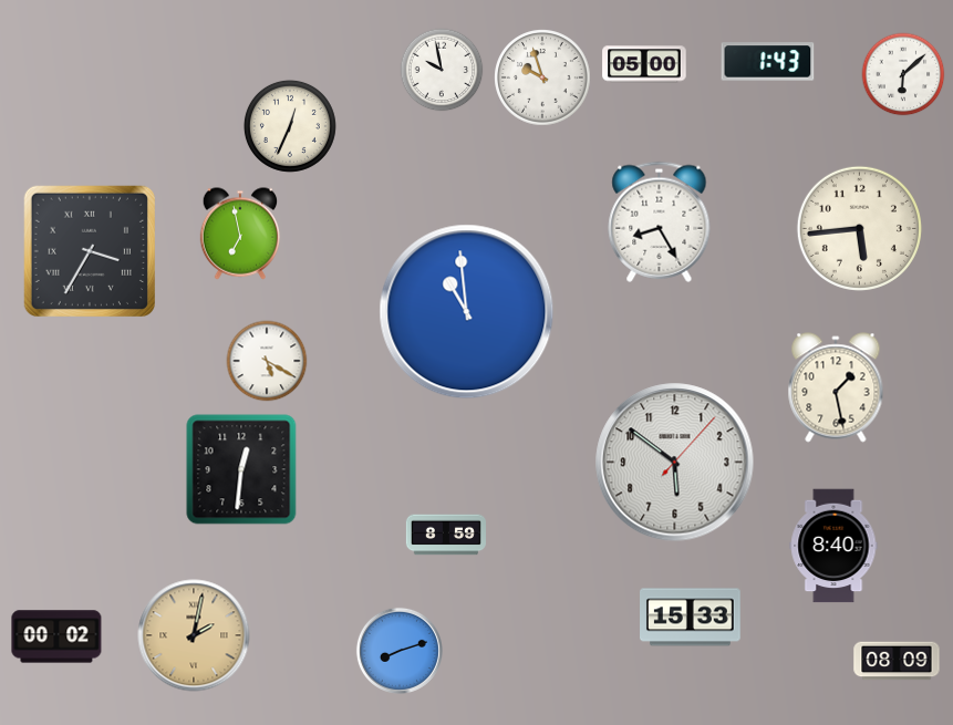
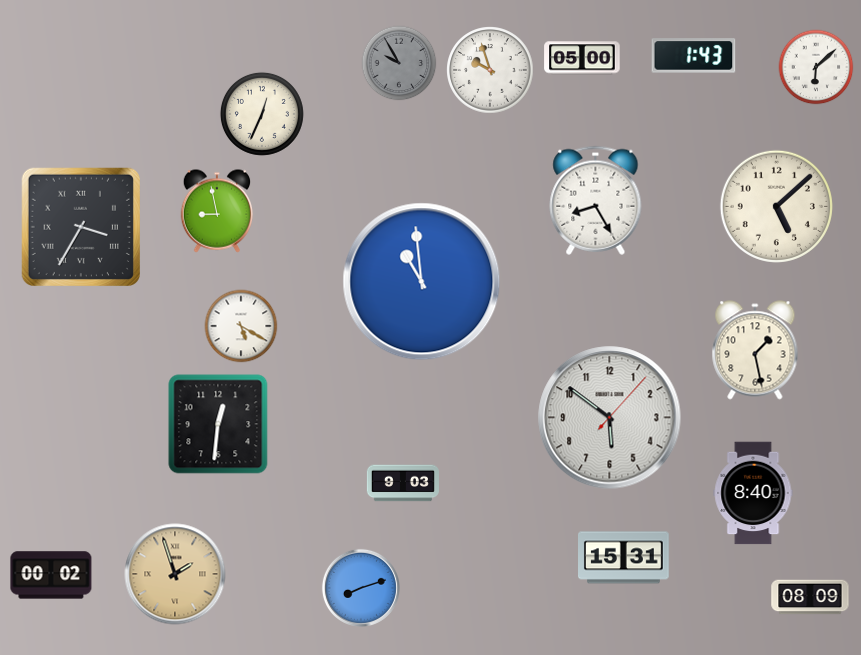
clock at (442, 70): 9:58 -> 9:55
clock at (442, 70) dial: white -> grey
clock at (859, 228): 5:44 -> 5:08
clock at (240, 234): 6:58 -> 8:58
clock at (446, 535): 8:59 -> 9:03
clock at (691, 618): 15:33 -> 15:31
clock at (194, 635): 2:02 -> 1:57
